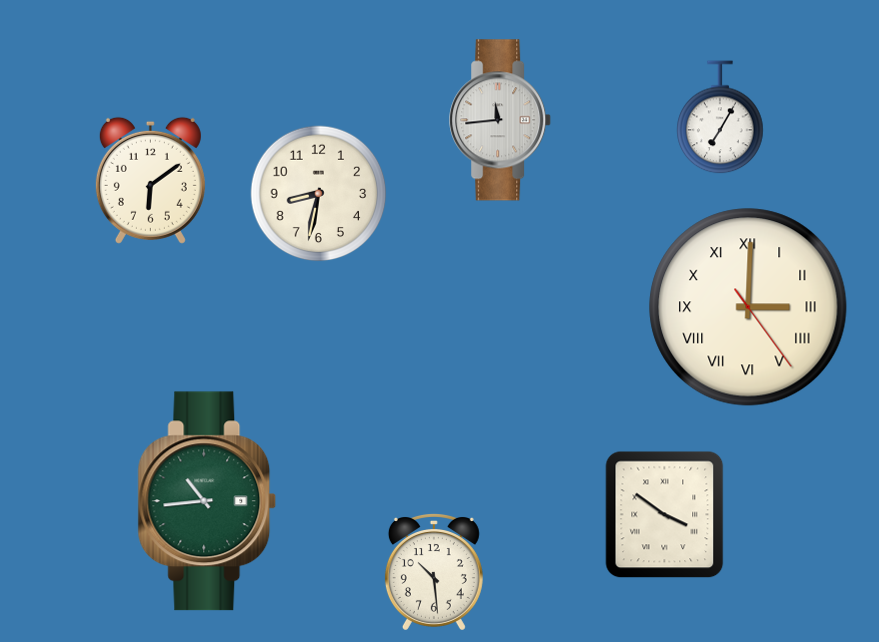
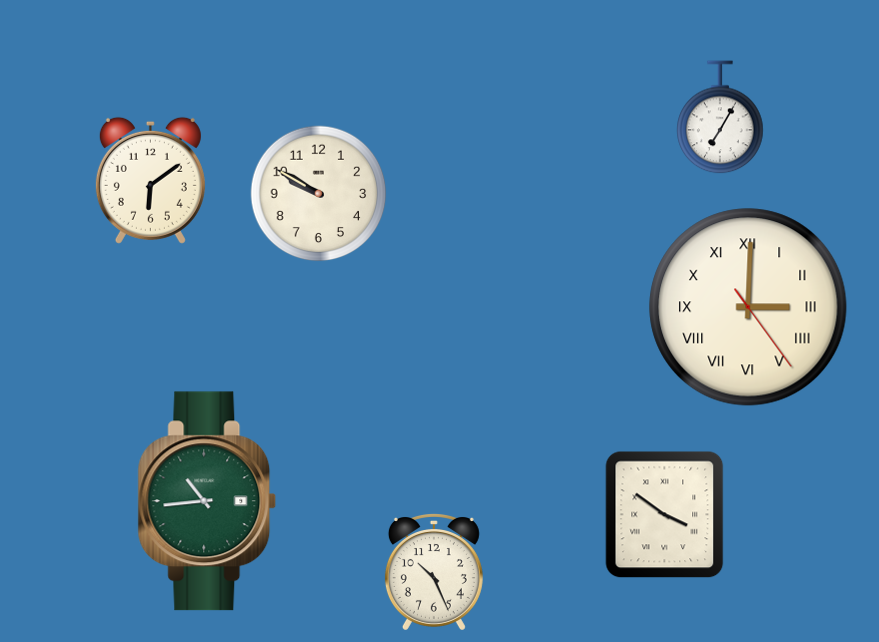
clock at (501, 120): 11:44 -> none
clock at (319, 194): 8:32 -> 9:50
clock at (434, 572): 10:29 -> 10:26
